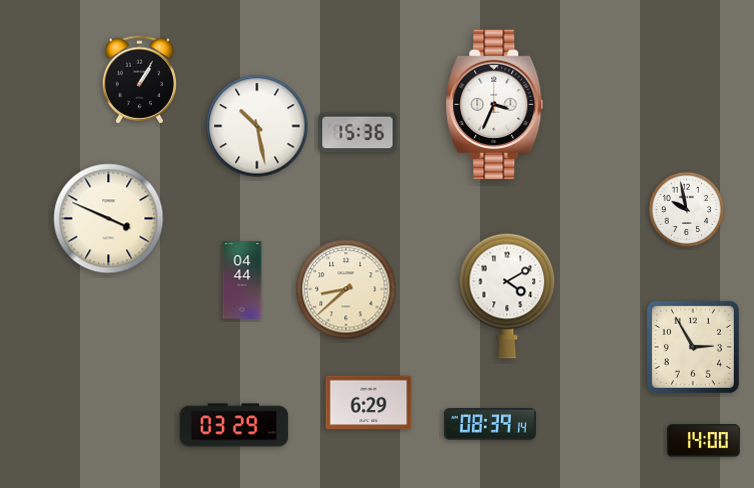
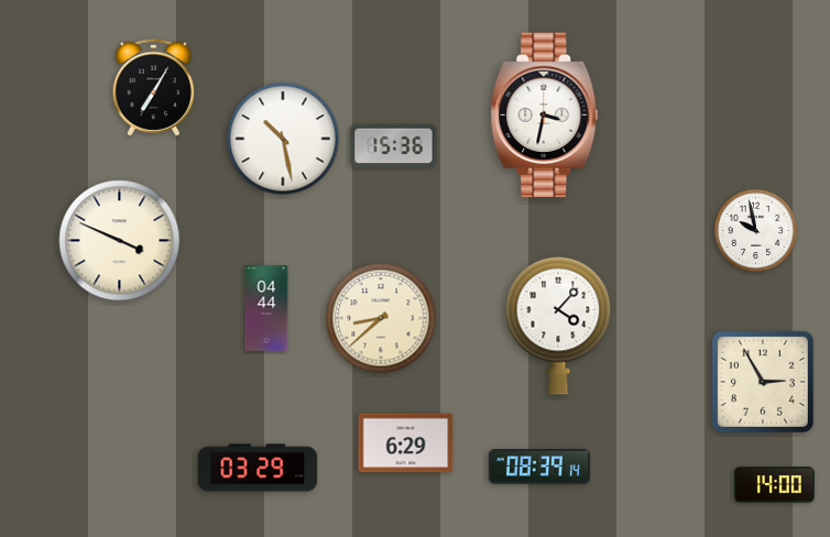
clock at (140, 80): 1:05 -> 7:05
clock at (495, 105): 3:34 -> 3:32
clock at (507, 296): 4:10 -> 4:07
